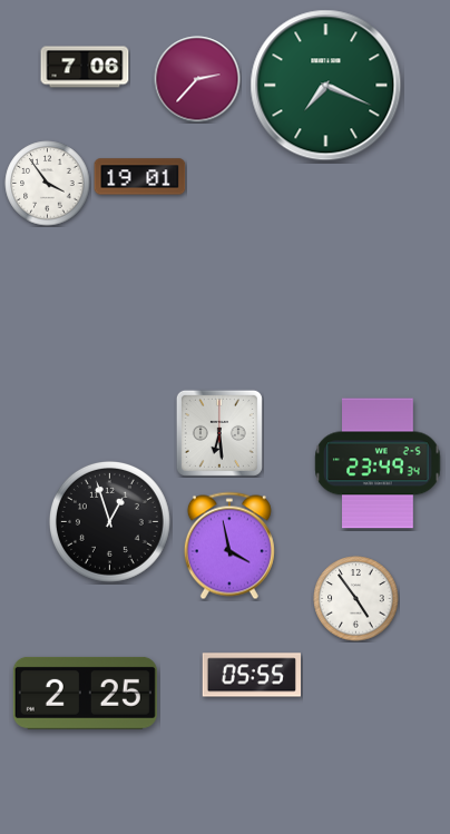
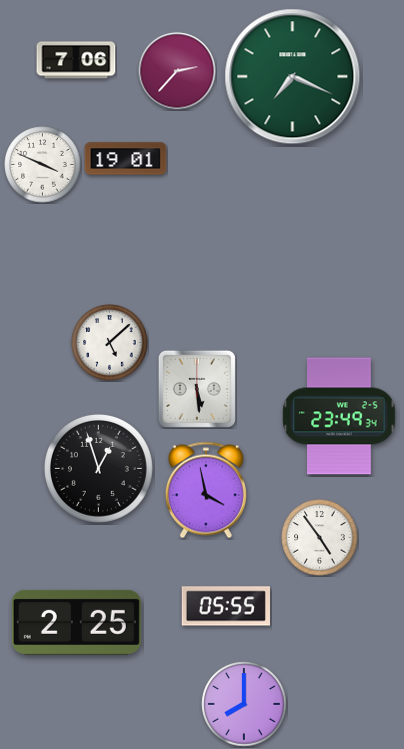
clock at (48, 184): 3:54 -> 3:49
clock at (110, 343): none -> 5:08
clock at (219, 433): 6:29 -> 5:29
clock at (244, 704): none -> 8:00
